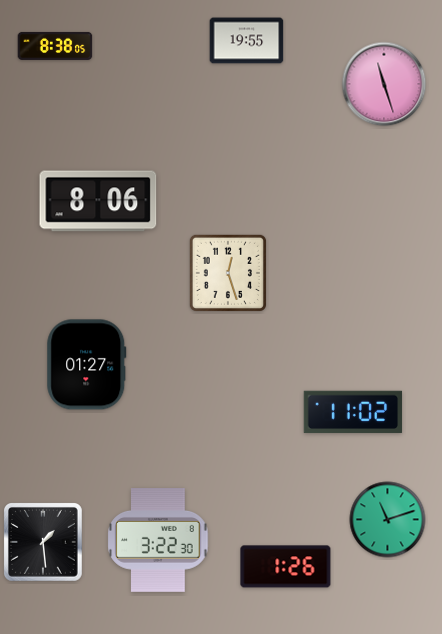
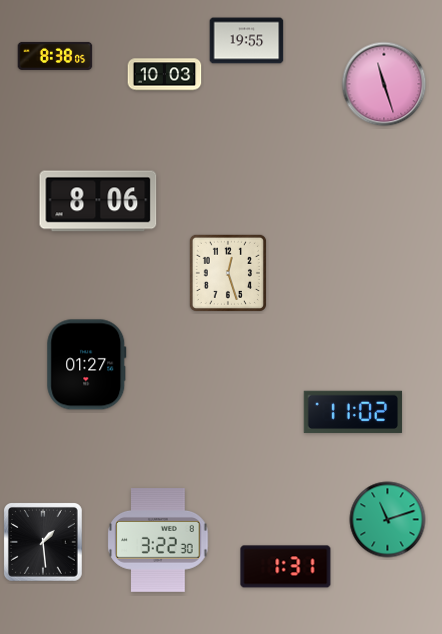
clock at (55, 46) position: (55, 46) -> (55, 56)
clock at (165, 75): none -> 10:03
clock at (286, 567): 1:26 -> 1:31
